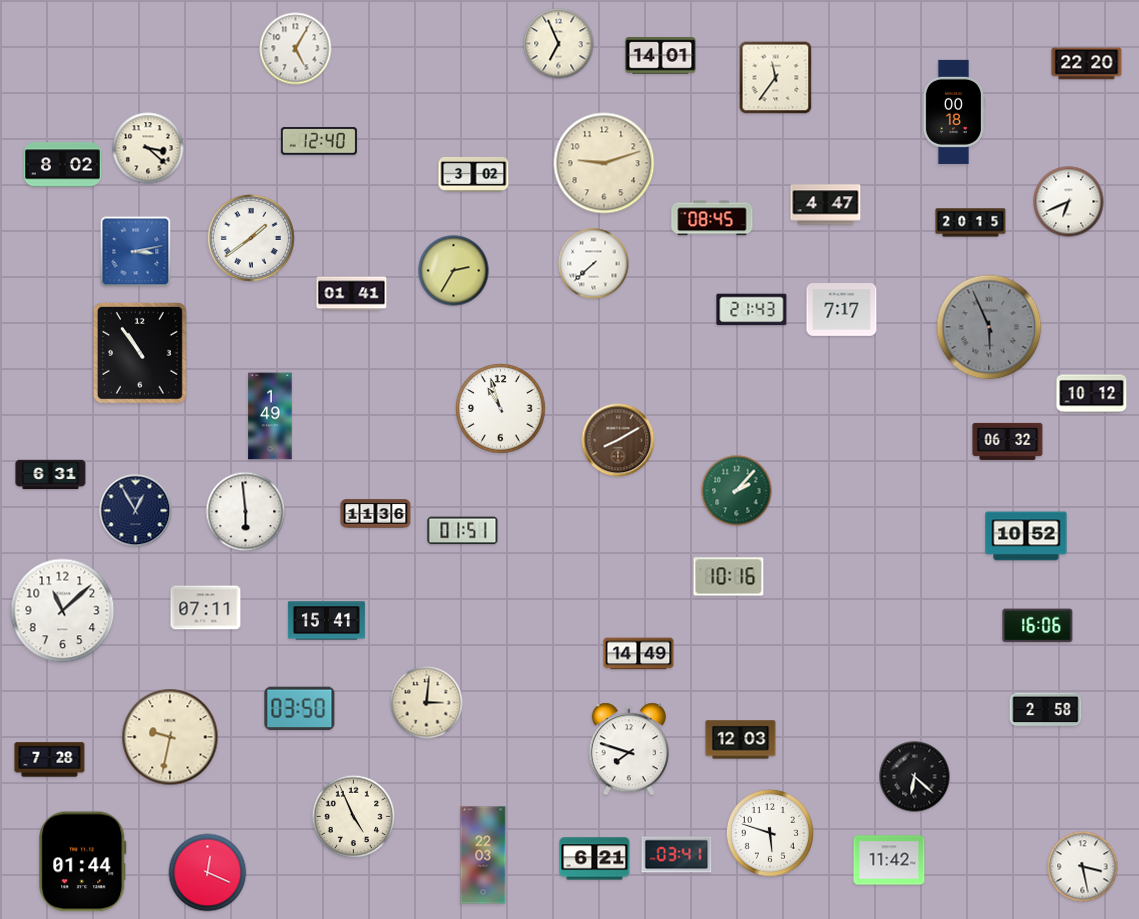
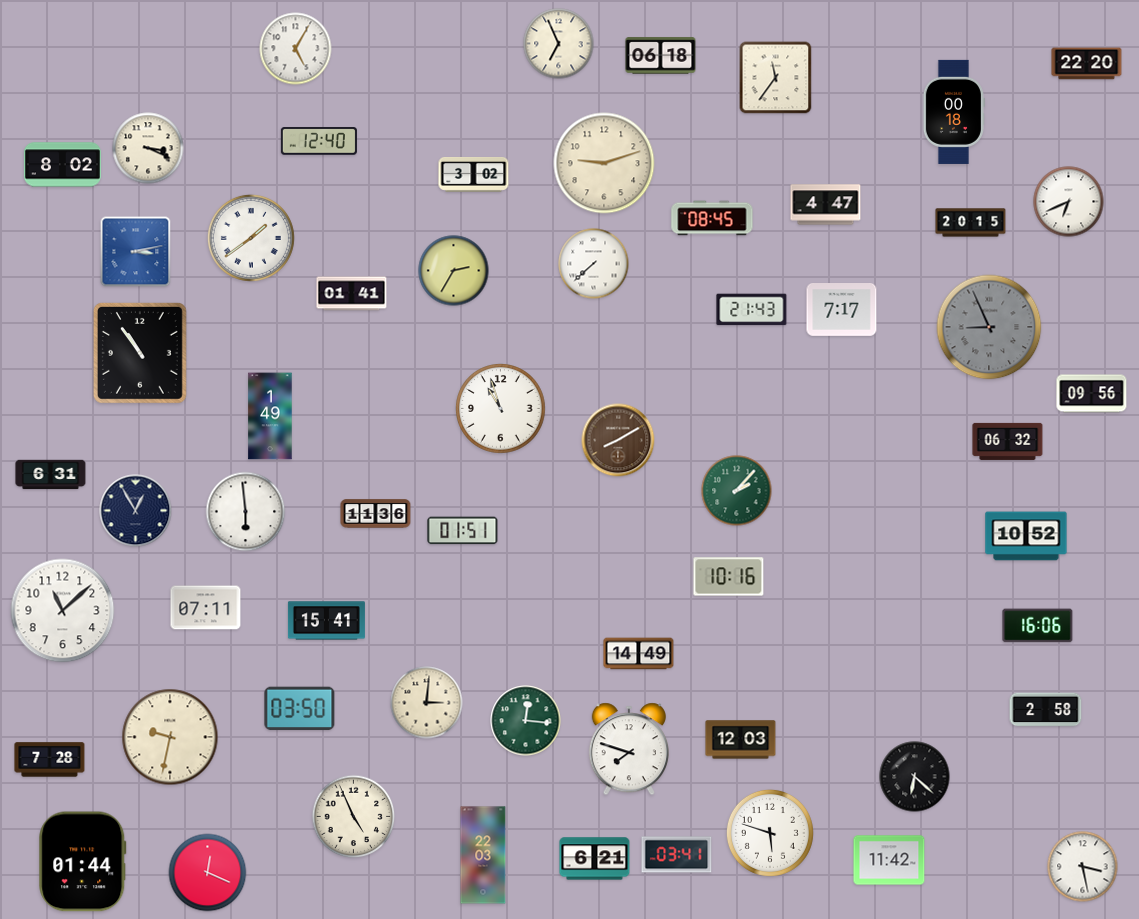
clock at (661, 56): 14:01 -> 06:18
clock at (148, 148): 3:22 -> 3:19
clock at (989, 327): 5:56 -> 8:56
clock at (1092, 394): 10:12 -> 09:56
clock at (526, 721): none -> 12:16
